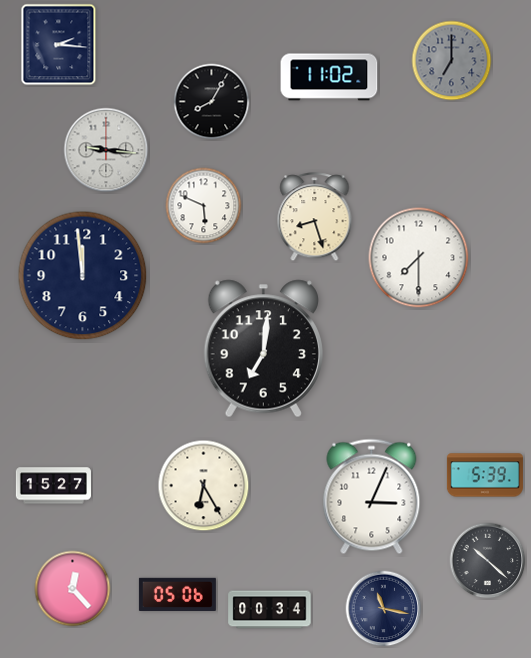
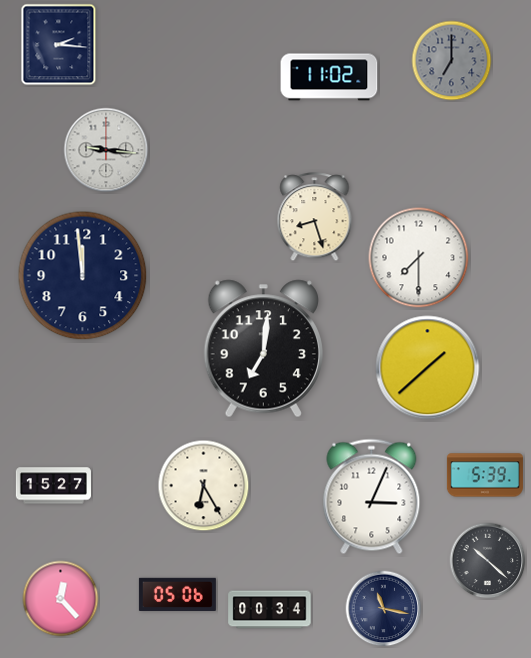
clock at (212, 102): 8:05 -> none
clock at (204, 206): 5:49 -> none
clock at (428, 368): none -> 1:38
clock at (73, 589) position: (73, 589) -> (61, 599)
